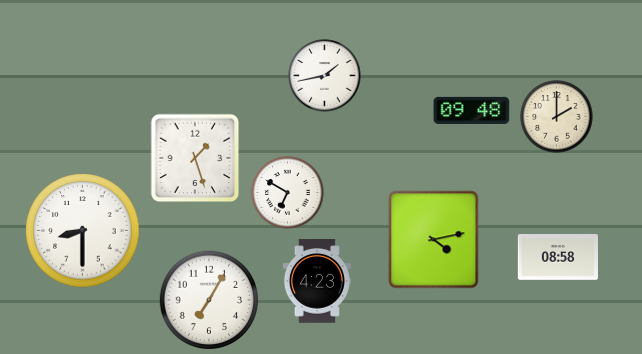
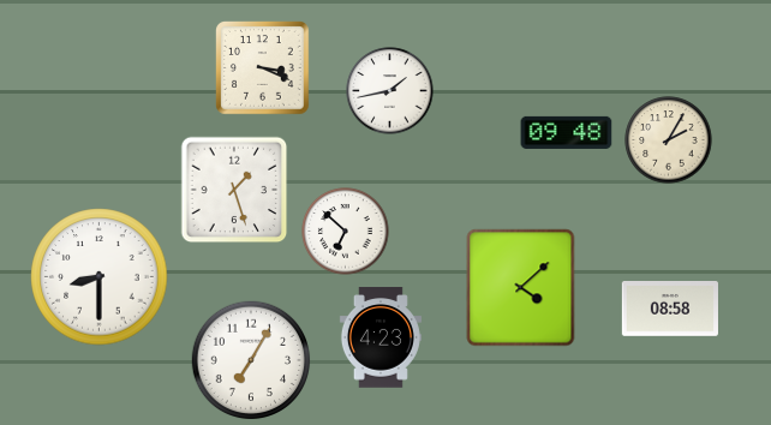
clock at (263, 68): none -> 3:19
clock at (557, 117): 2:00 -> 2:05
clock at (288, 193): 6:50 -> 6:52
clock at (434, 240): 4:13 -> 4:08
